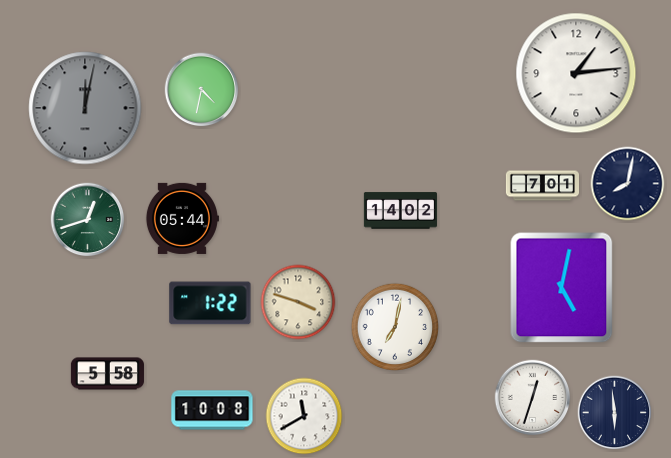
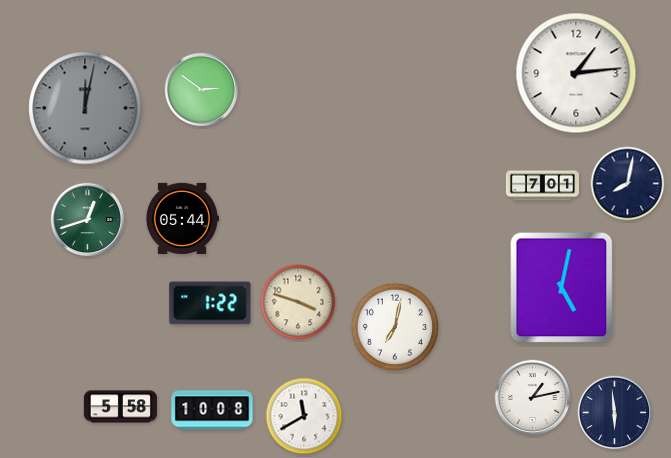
clock at (202, 90): 4:32 -> 2:51
clock at (400, 211): 14:02 -> none
clock at (107, 374) position: (107, 374) -> (120, 407)
clock at (533, 398): 12:33 -> 1:13
